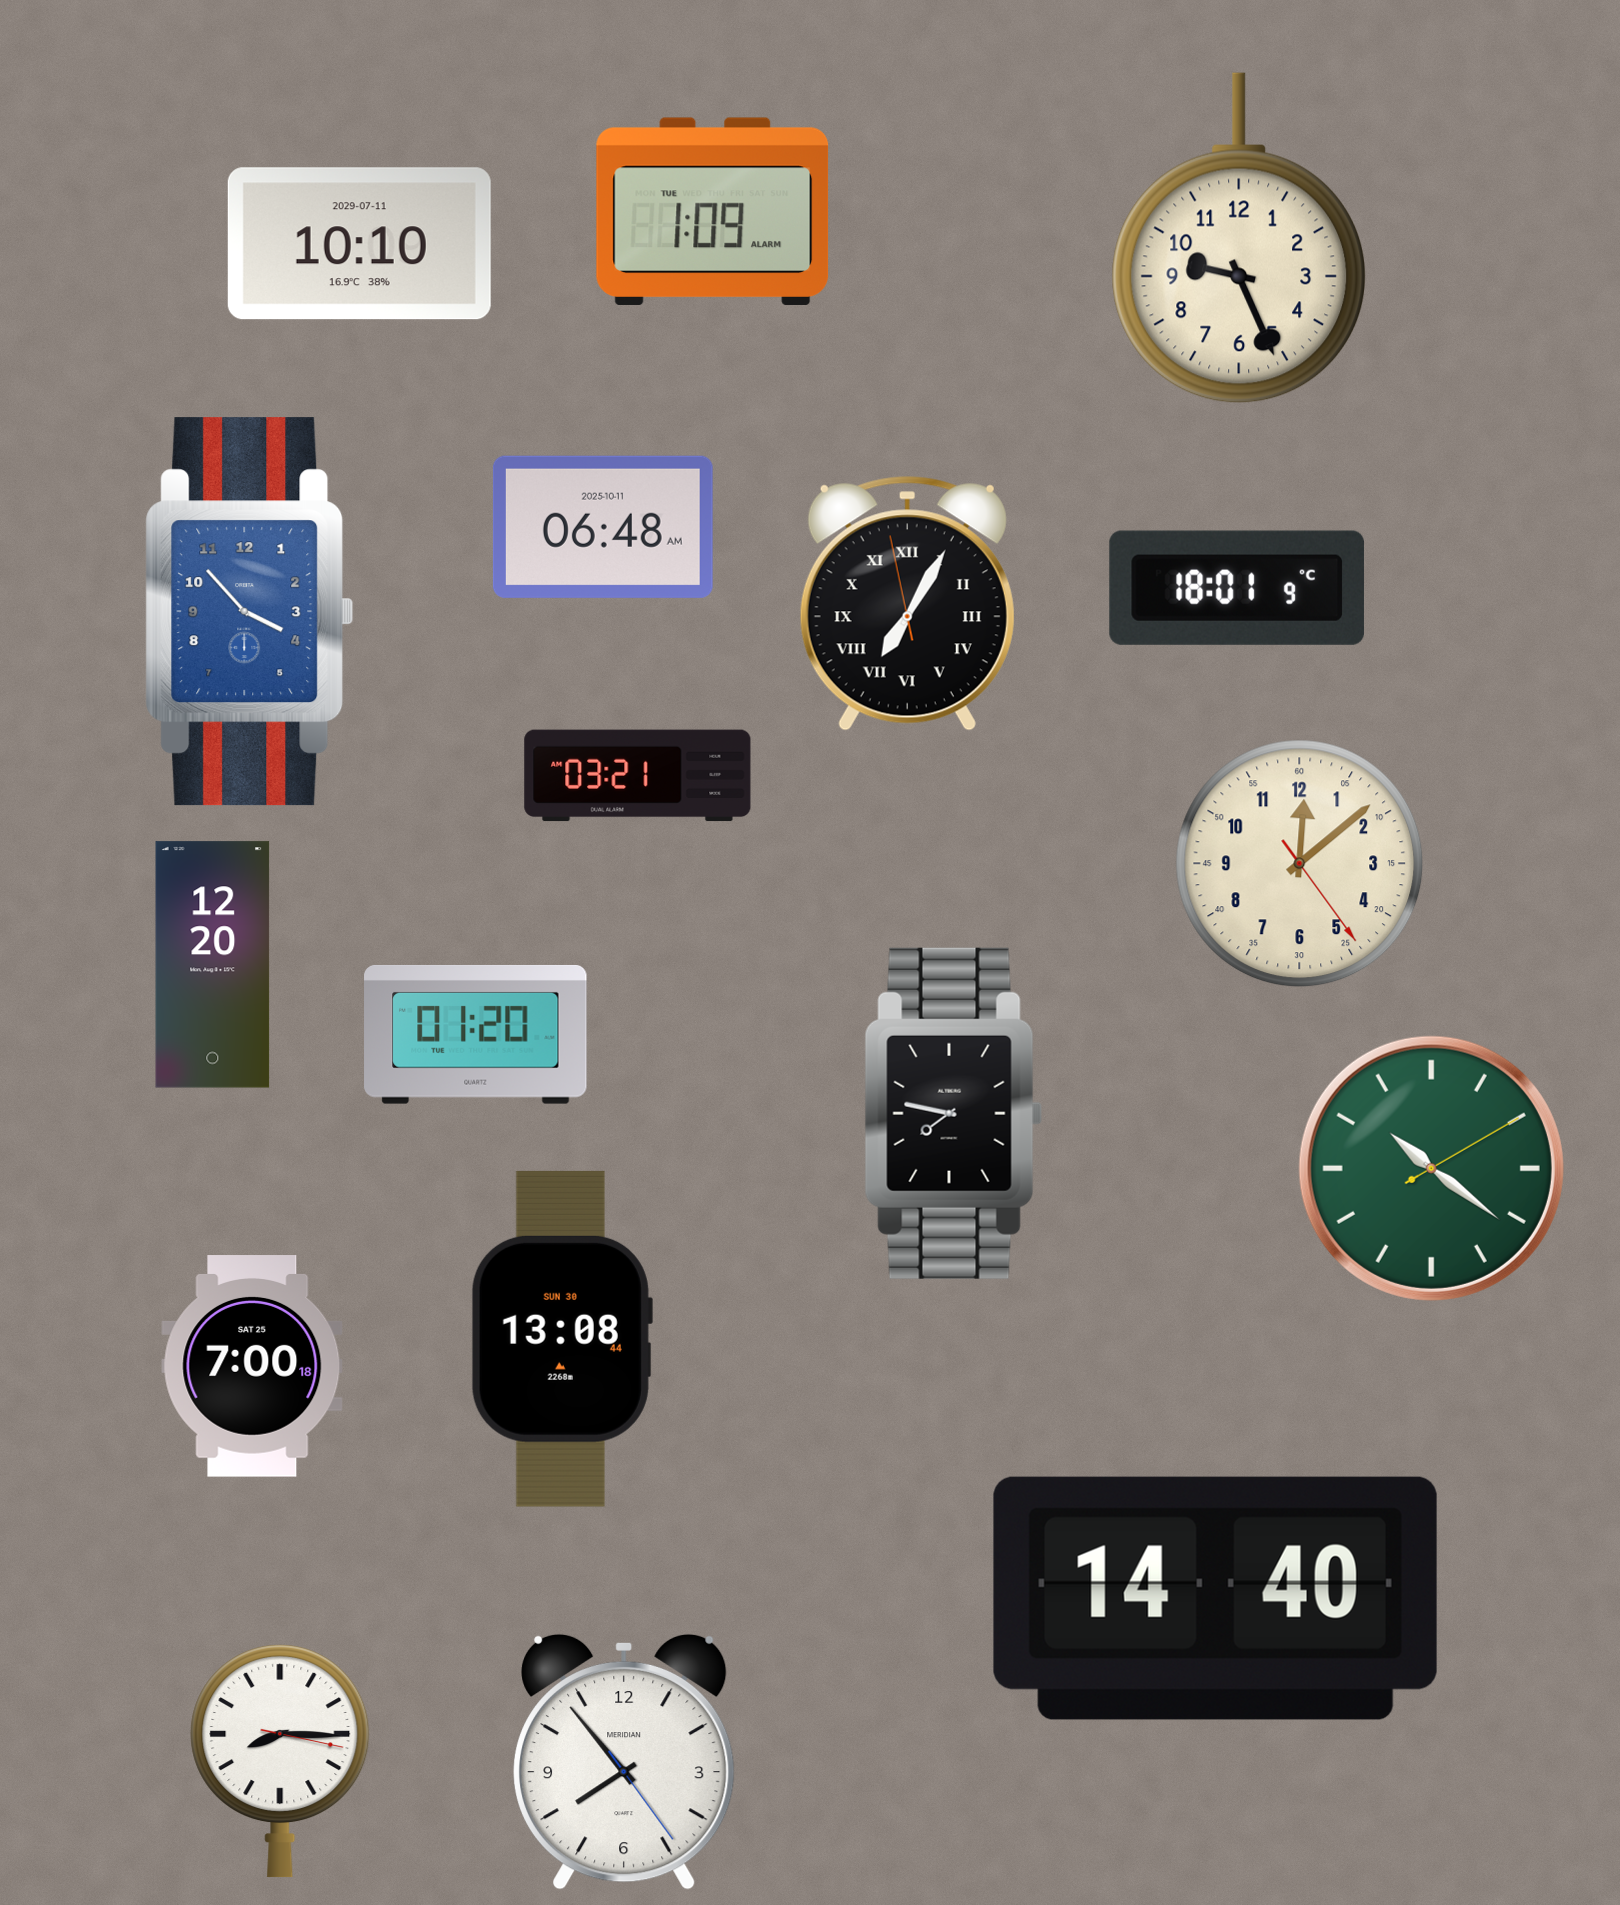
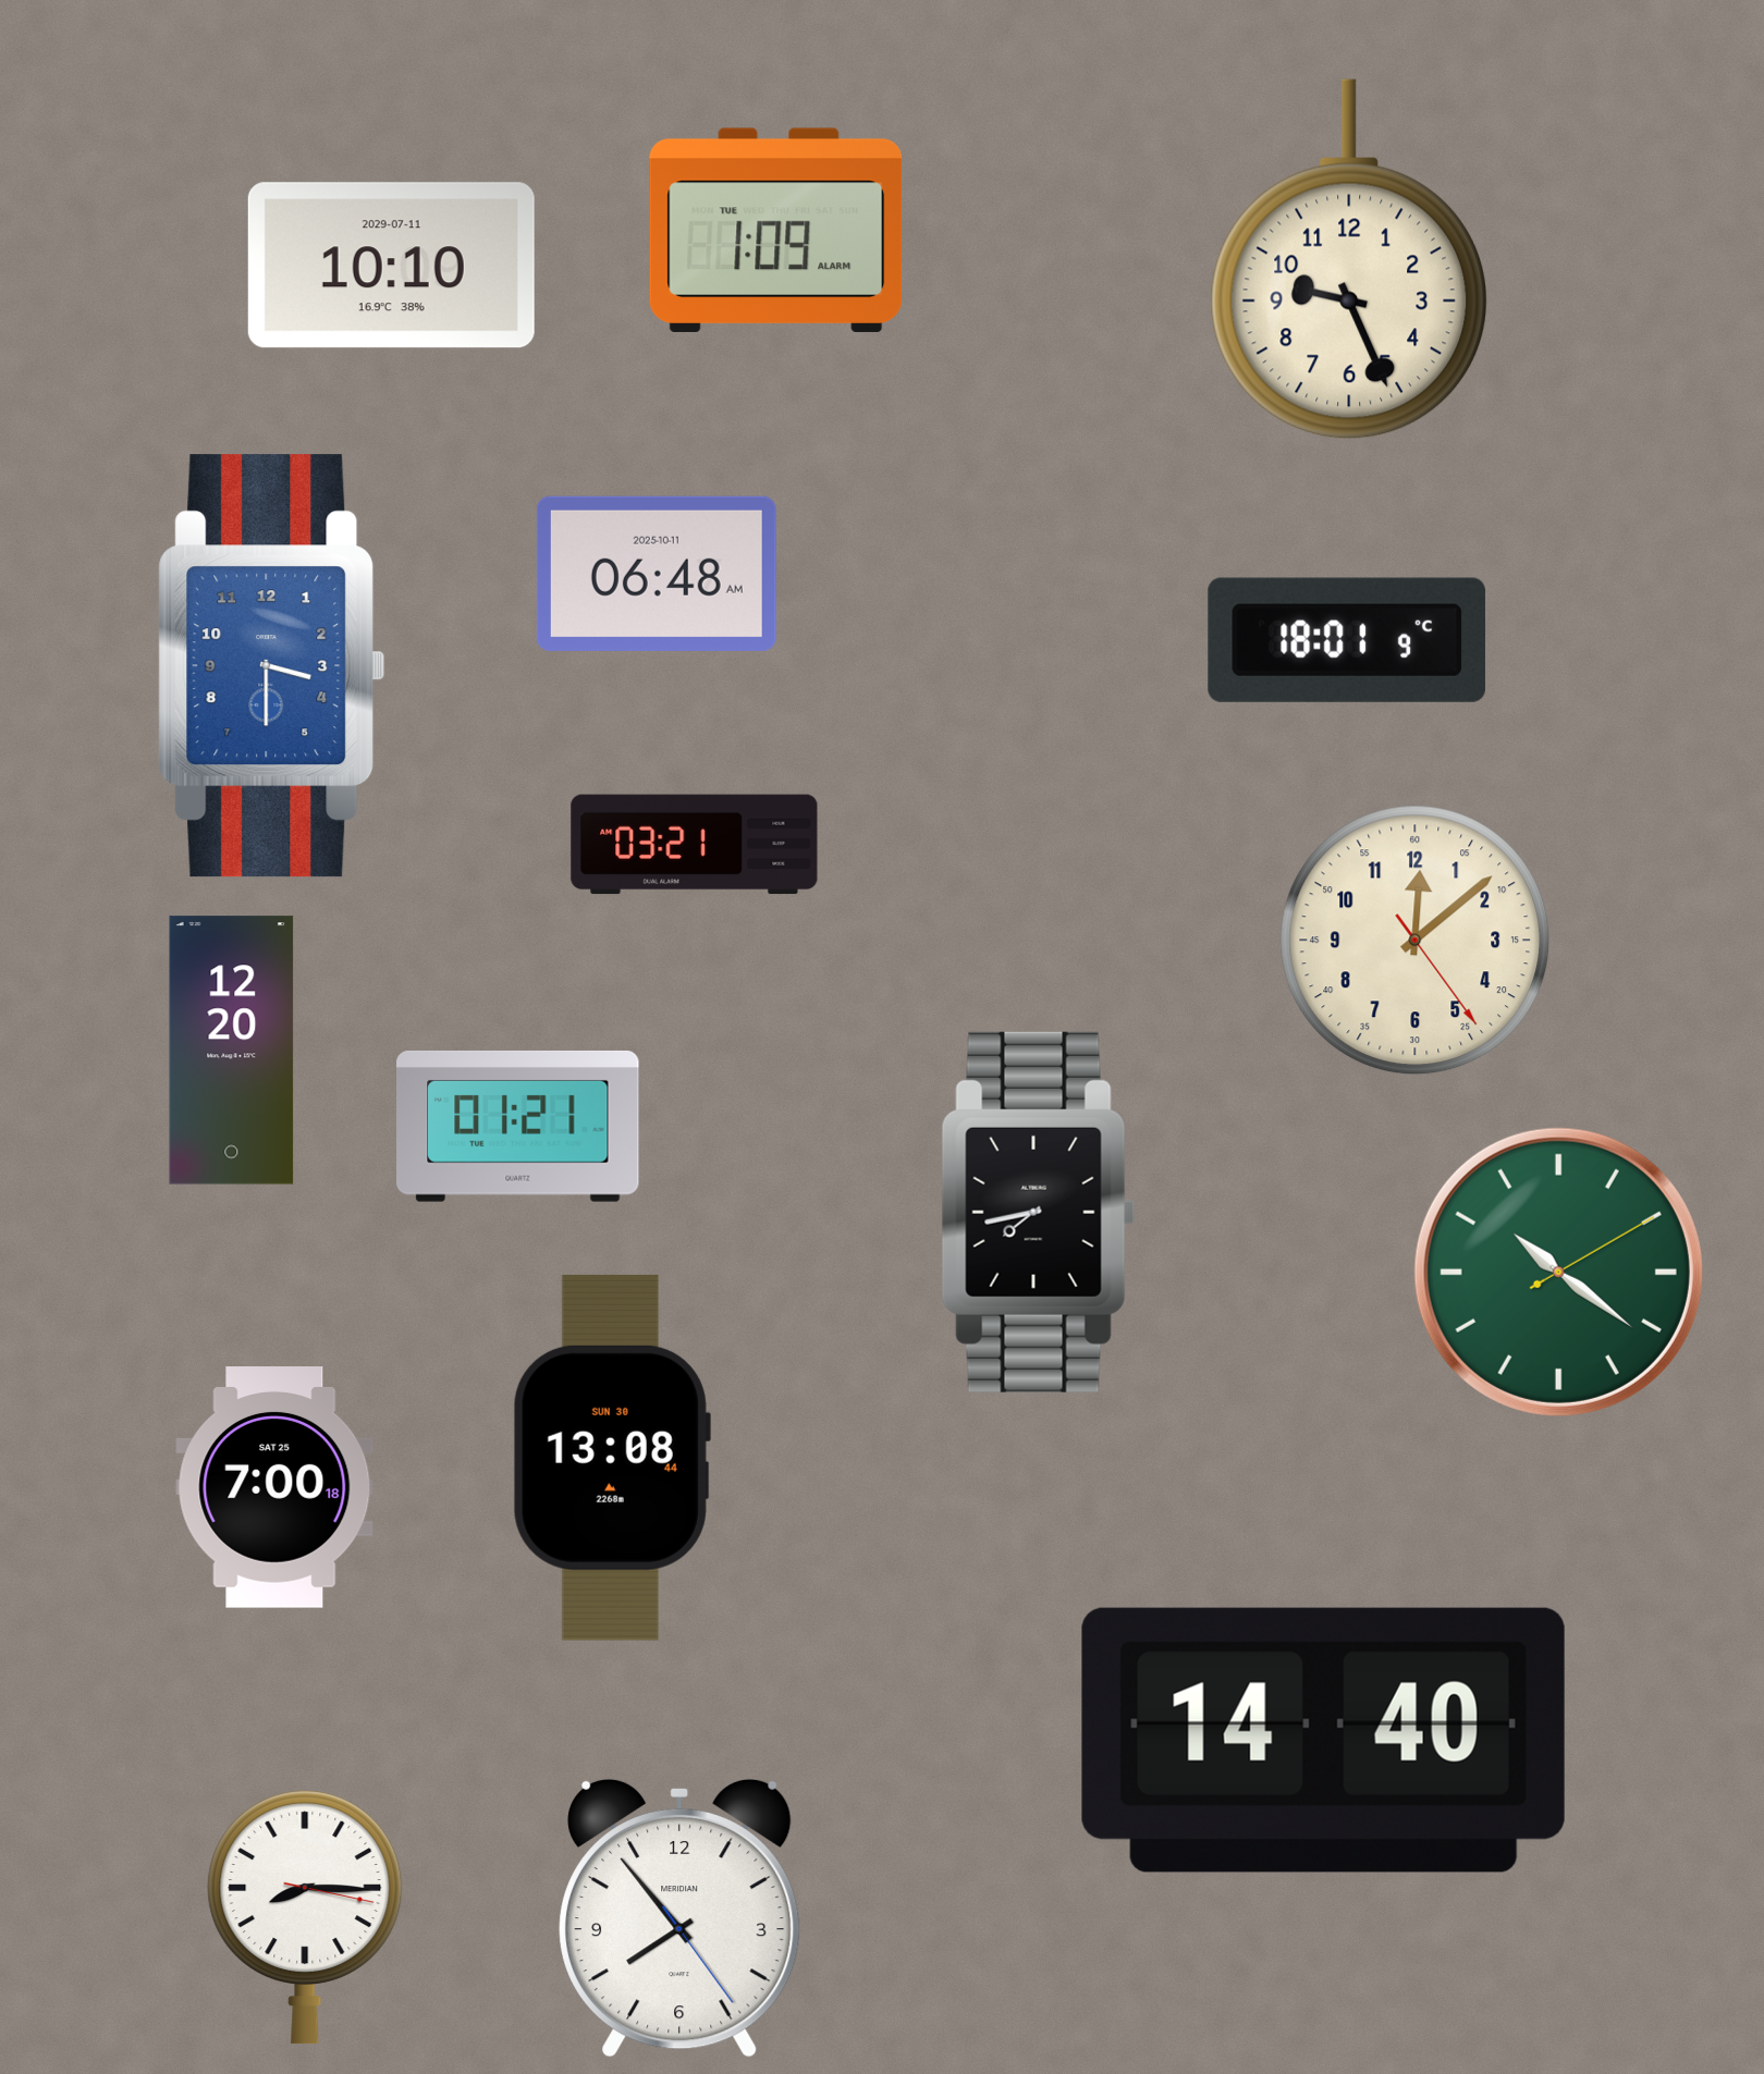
clock at (907, 604): 7:04 -> none
clock at (250, 612): 3:53 -> 3:30
clock at (476, 1034): 01:20 -> 01:21
clock at (953, 1113): 7:47 -> 7:43
